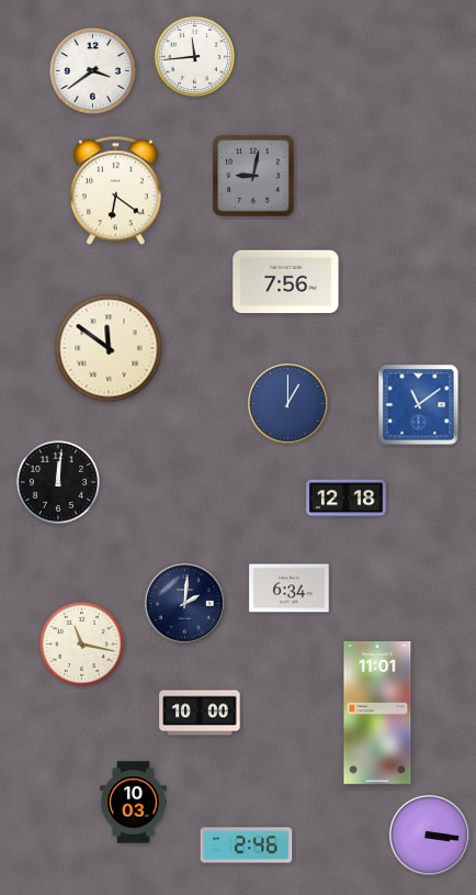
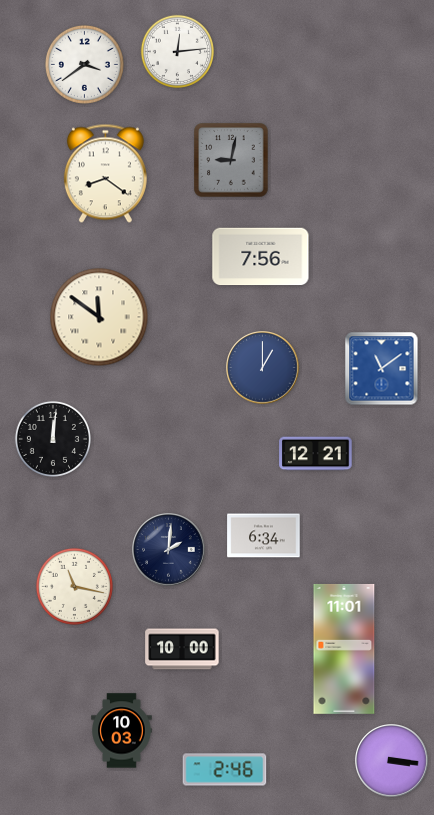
clock at (194, 56): 11:44 -> 12:14
clock at (115, 191): 6:21 -> 8:21
clock at (347, 499): 12:18 -> 12:21
